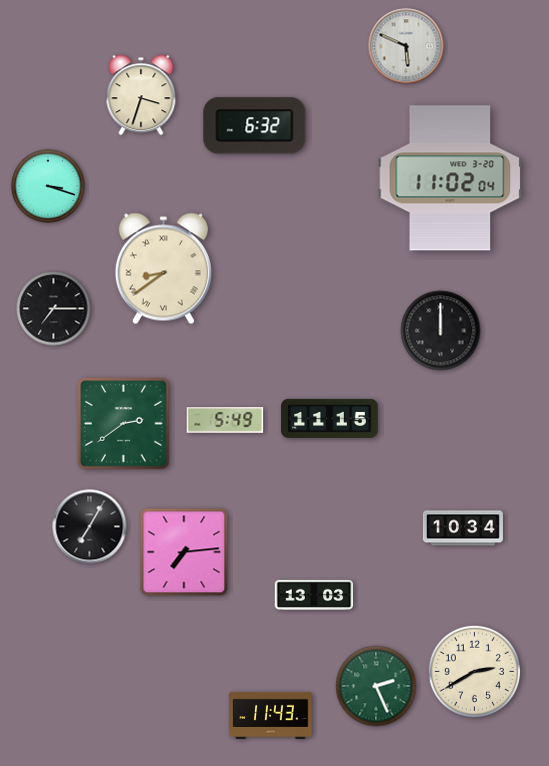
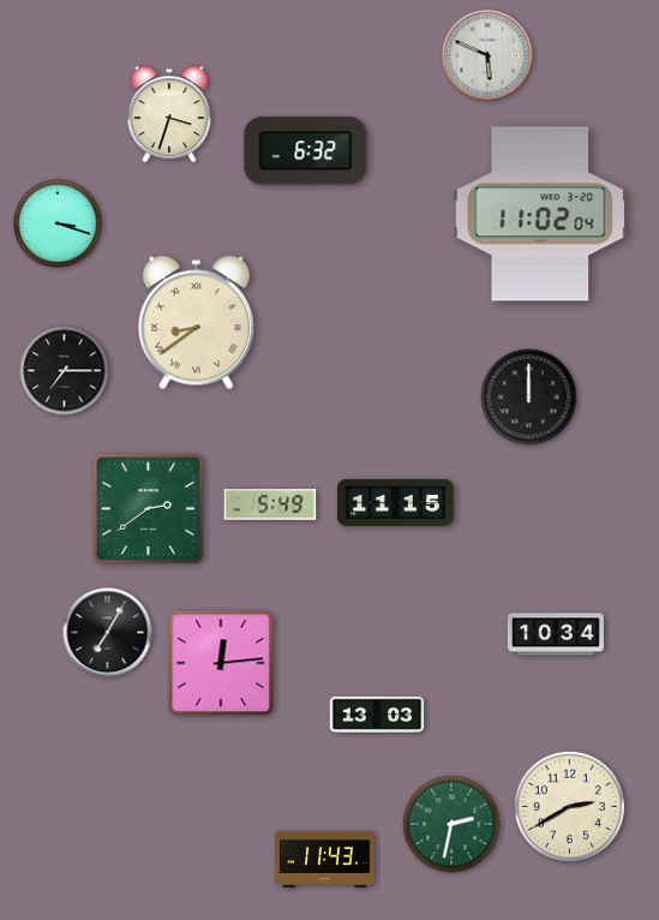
clock at (184, 552): 7:14 -> 12:14
clock at (376, 686): 2:26 -> 2:32
